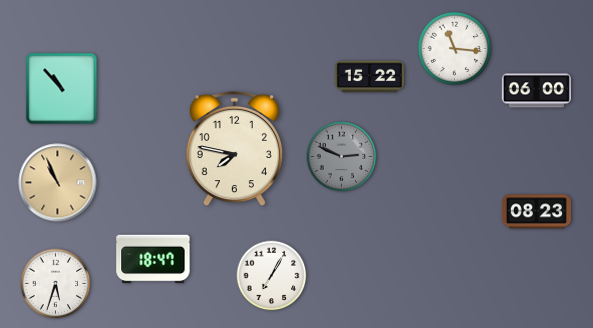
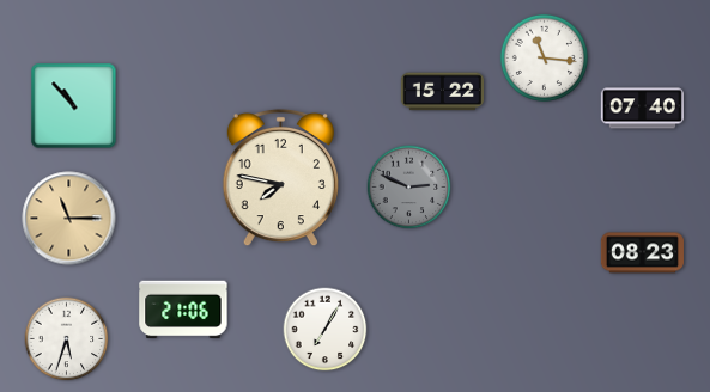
clock at (536, 91): 06:00 -> 07:40
clock at (58, 183): 10:56 -> 11:15
clock at (153, 259): 18:47 -> 21:06
